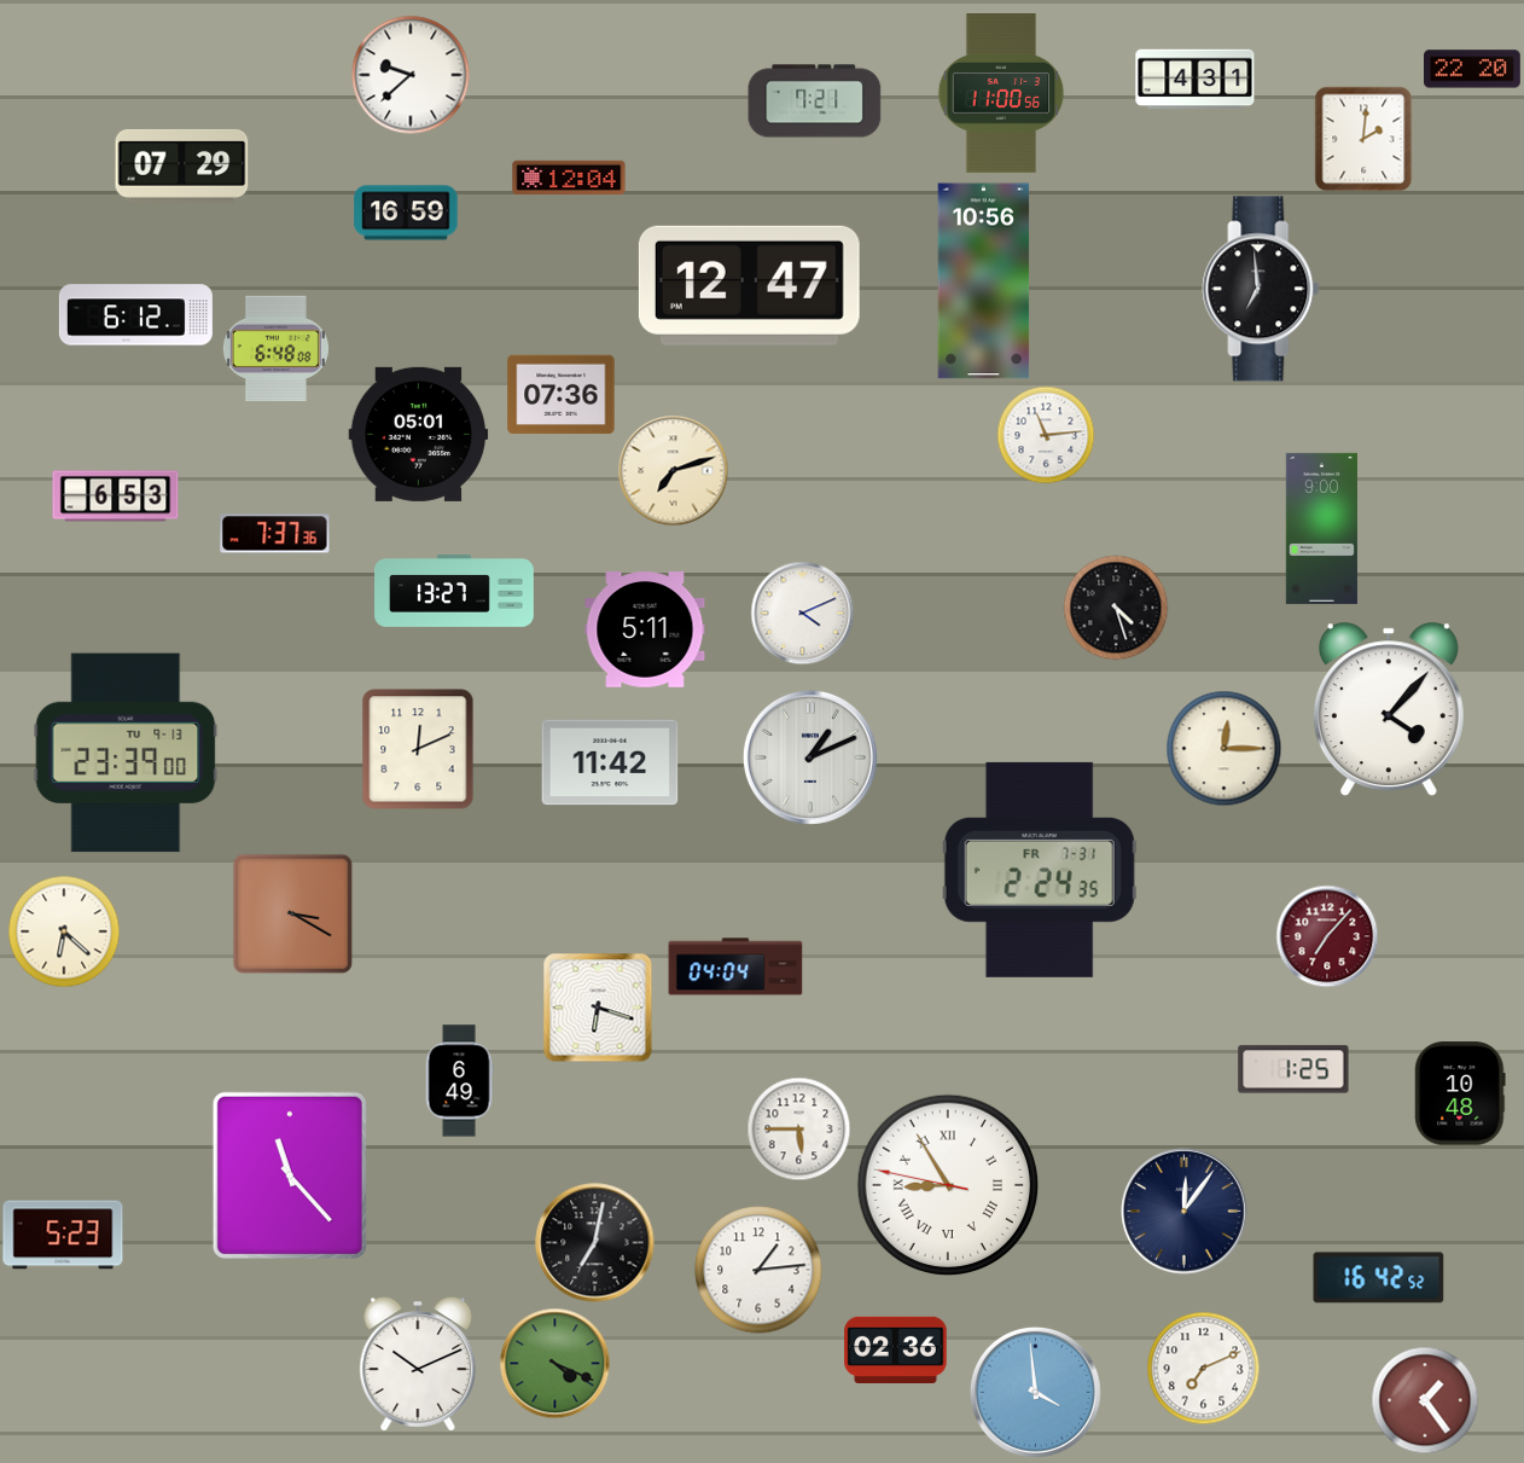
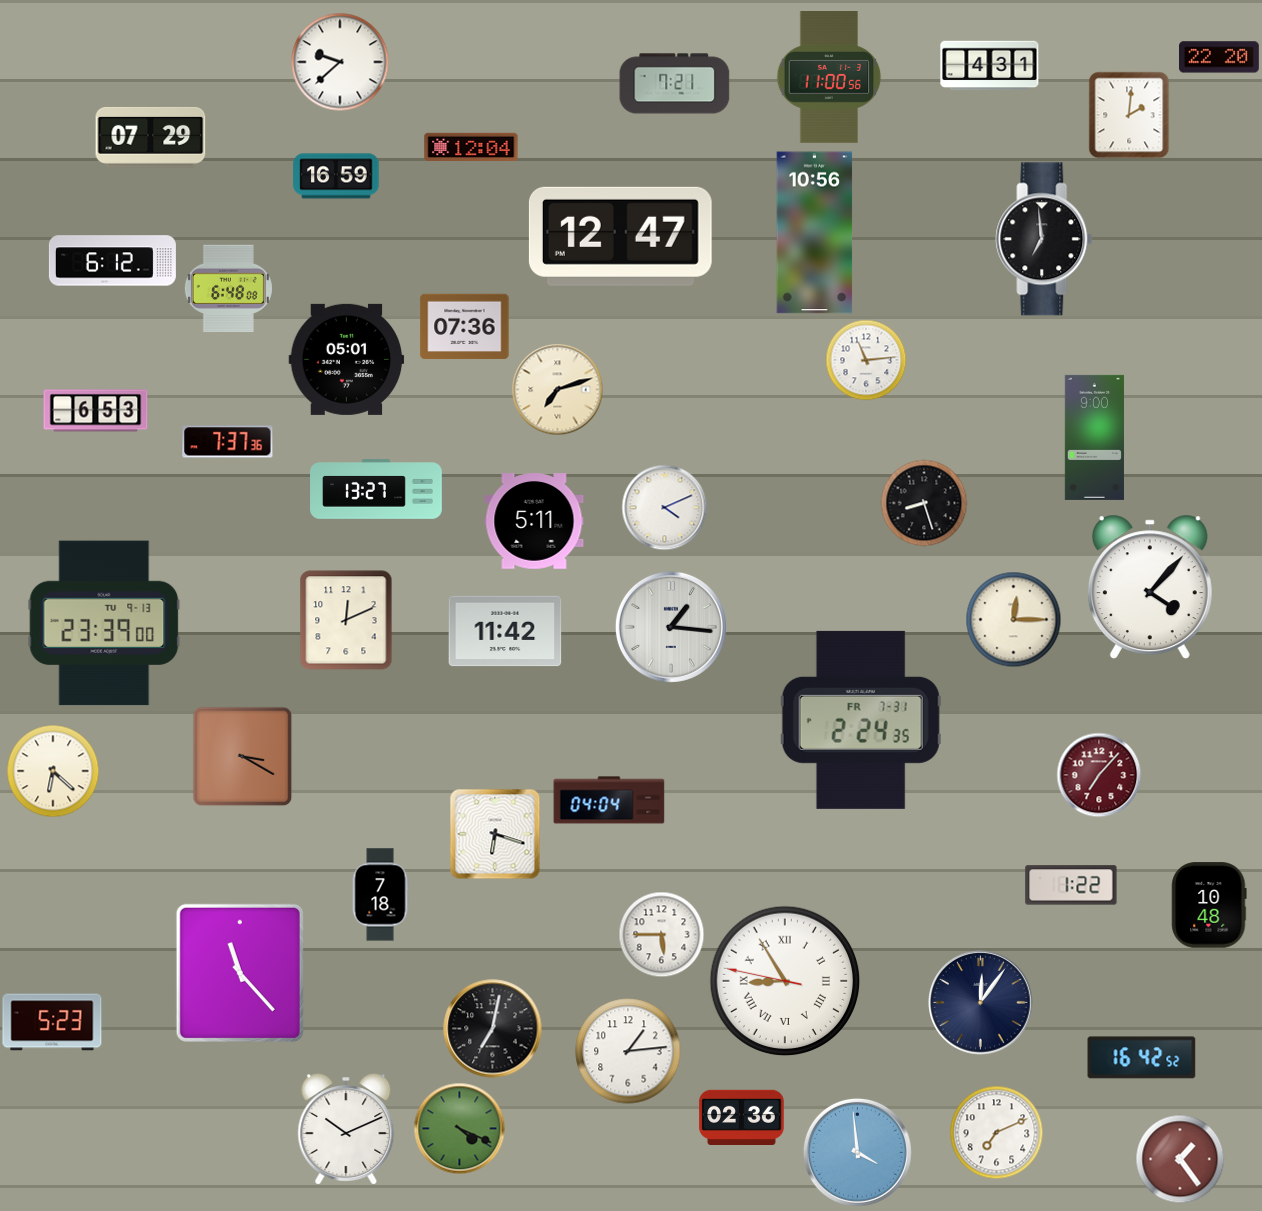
clock at (1116, 608): 4:27 -> 8:27
clock at (810, 757): 1:11 -> 1:16
clock at (1293, 1069): 1:25 -> 1:22
clock at (459, 1081): 6:49 -> 7:18
